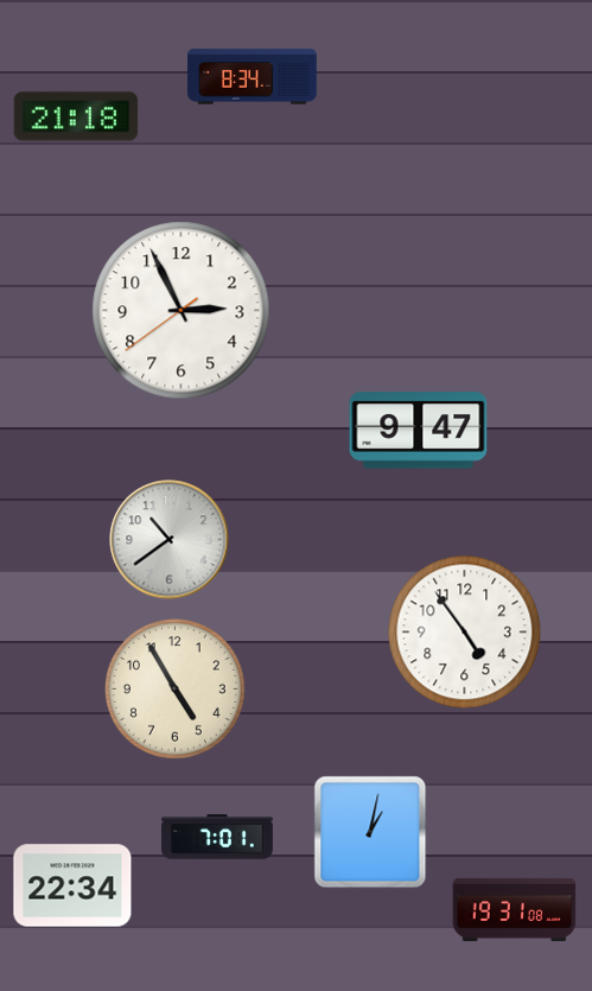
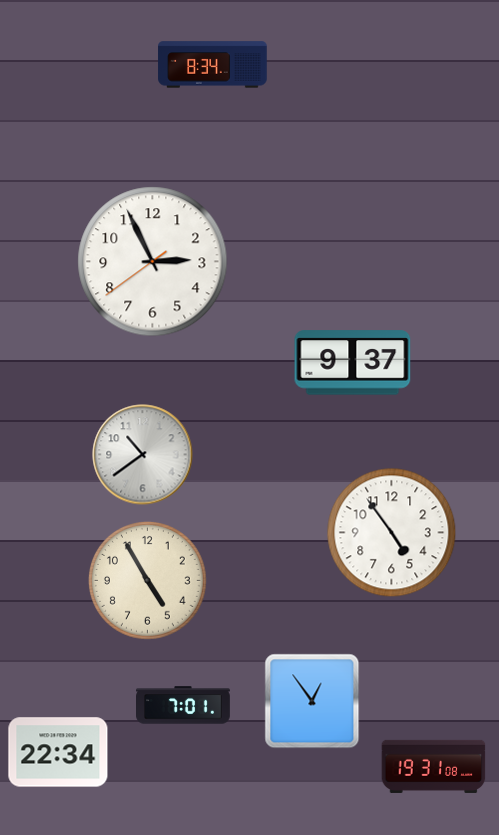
clock at (76, 116): 21:18 -> none
clock at (419, 431): 9:47 -> 9:37
clock at (370, 832): 1:02 -> 12:54
clock at (72, 885) position: (72, 885) -> (58, 752)
